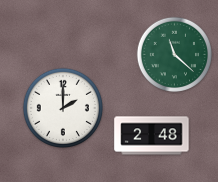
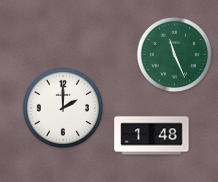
clock at (174, 54): 11:22 -> 11:26
clock at (152, 136): 2:48 -> 1:48
